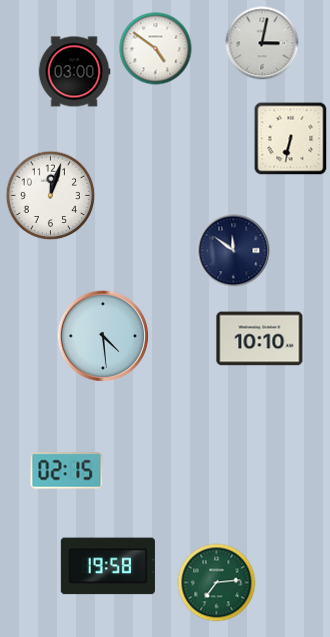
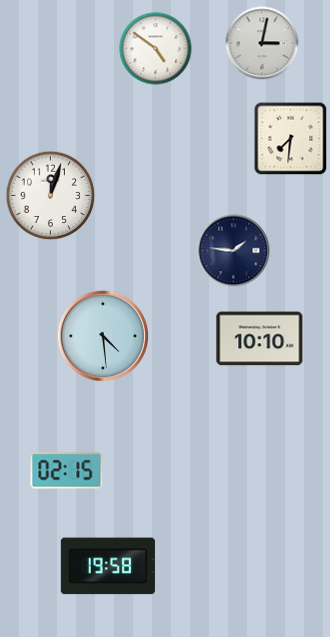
clock at (74, 72): 03:00 -> none
clock at (291, 139): 6:32 -> 7:31
clock at (234, 251): 11:51 -> 1:46
clock at (217, 583): 7:14 -> none
